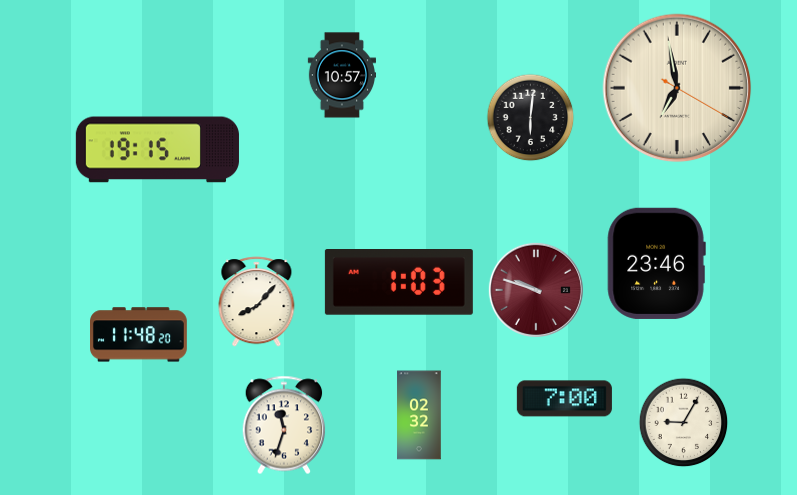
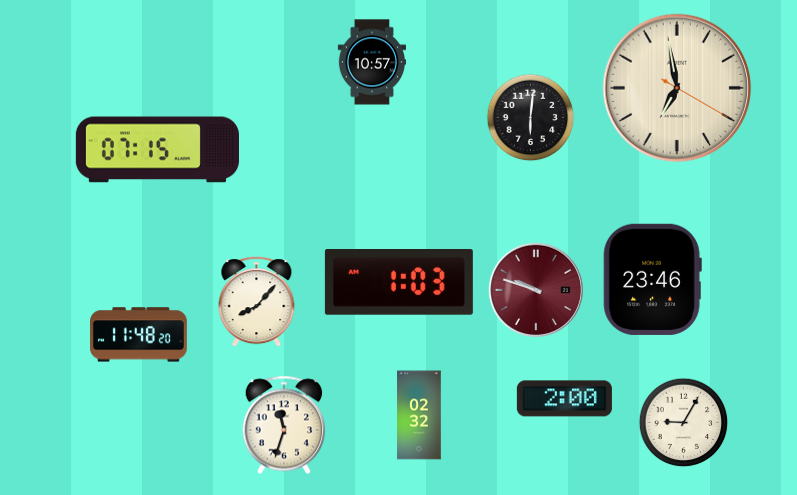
clock at (342, 75) position: (342, 75) -> (372, 62)
clock at (157, 150): 19:15 -> 07:15
clock at (656, 263) position: (656, 263) -> (652, 279)
clock at (564, 399): 7:00 -> 2:00
